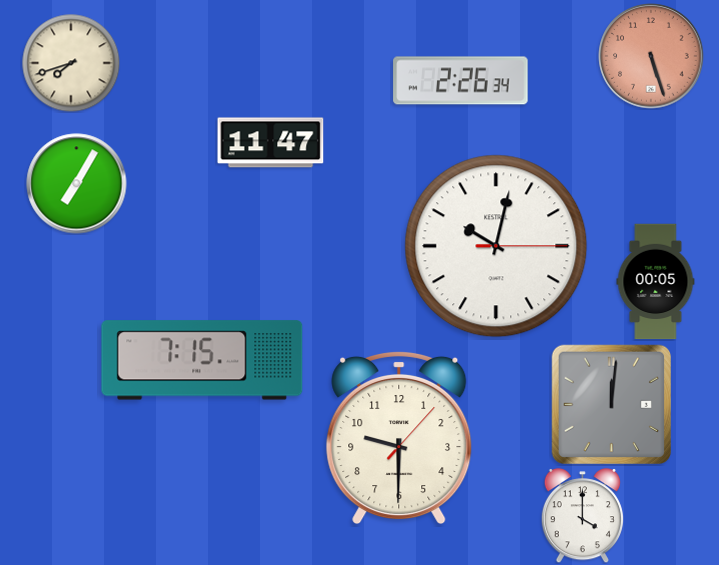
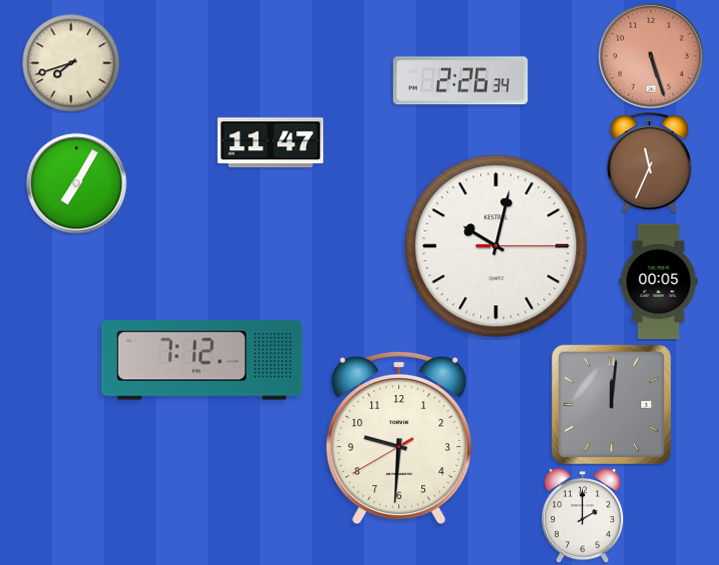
clock at (649, 163): none -> 11:34
clock at (656, 282) position: (656, 282) -> (659, 282)
clock at (202, 360): 7:15 -> 7:12
clock at (399, 438): 9:30:07 -> 9:30:40
clock at (582, 516): 4:00 -> 2:00
